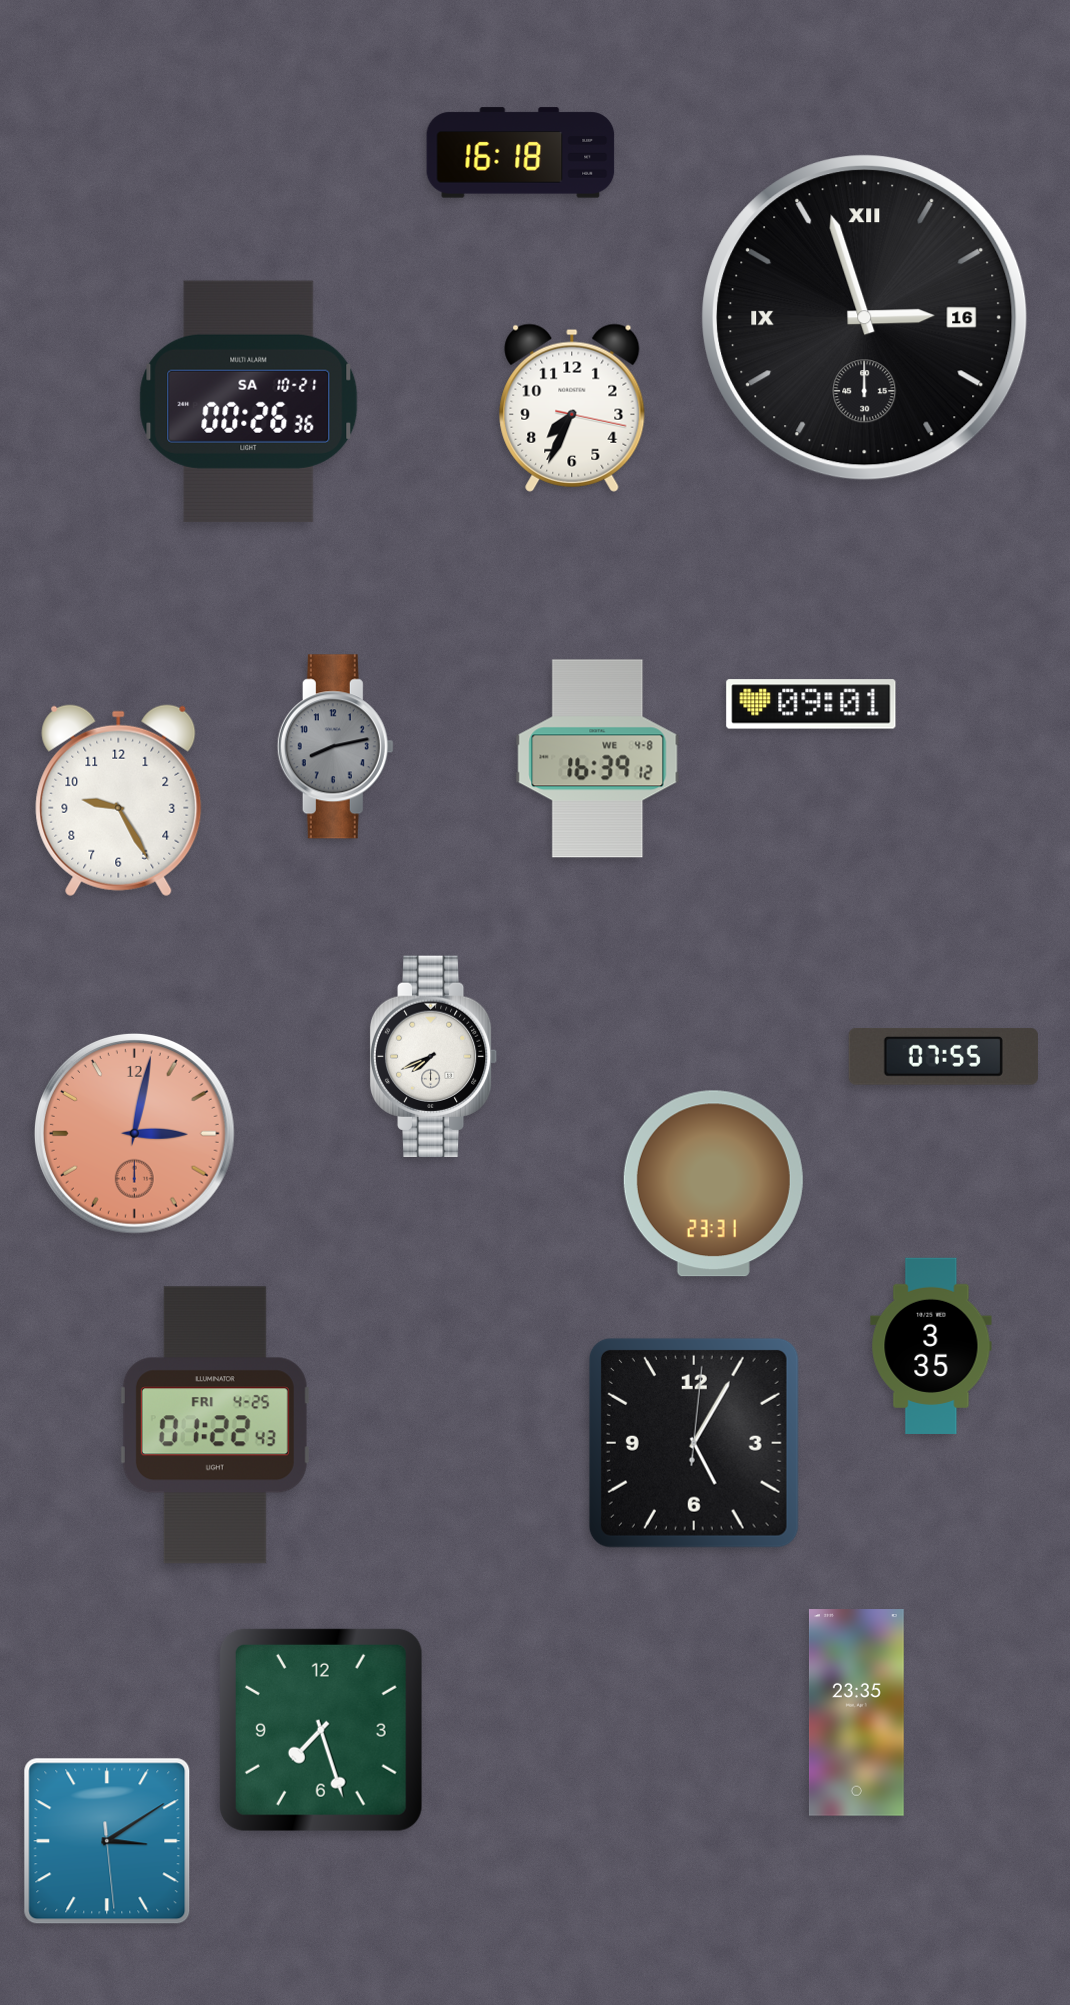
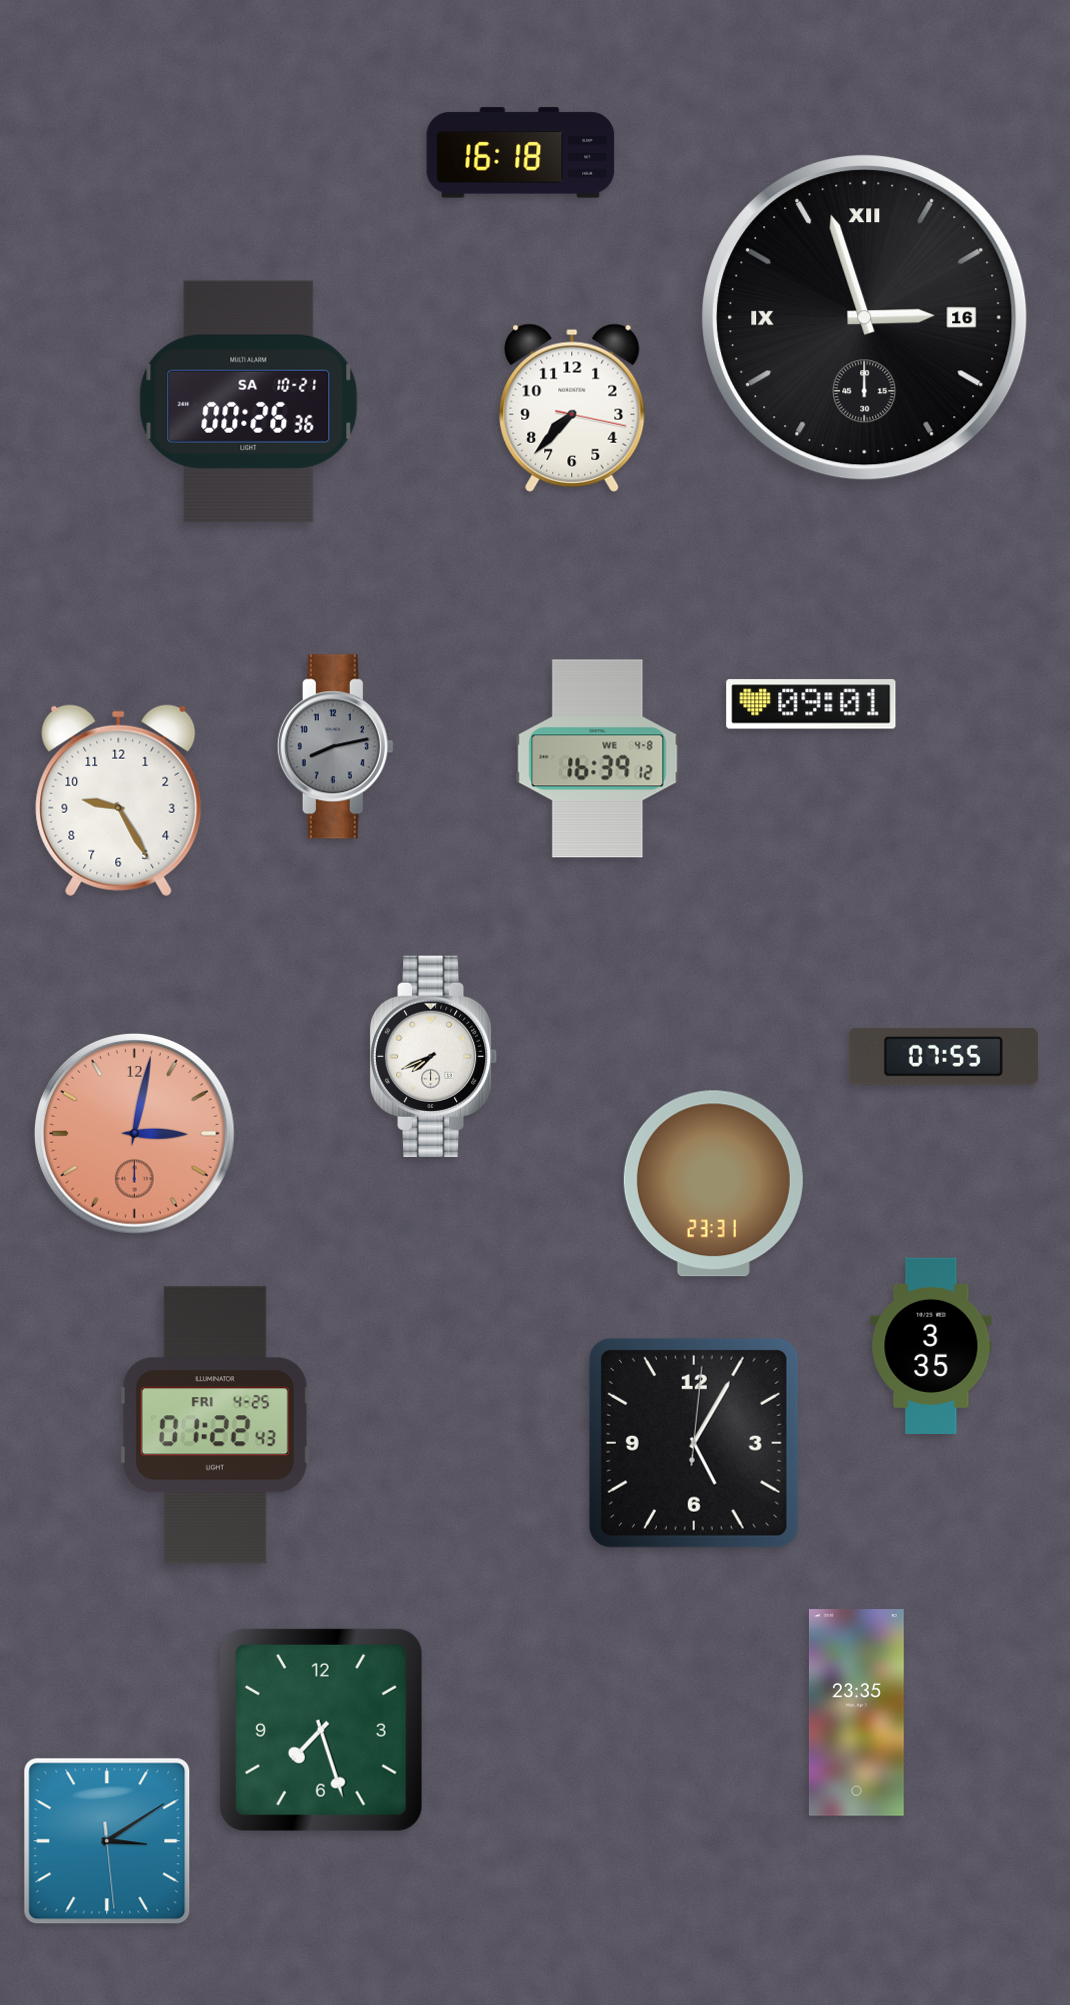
clock at (572, 408): 7:34 -> 7:37
